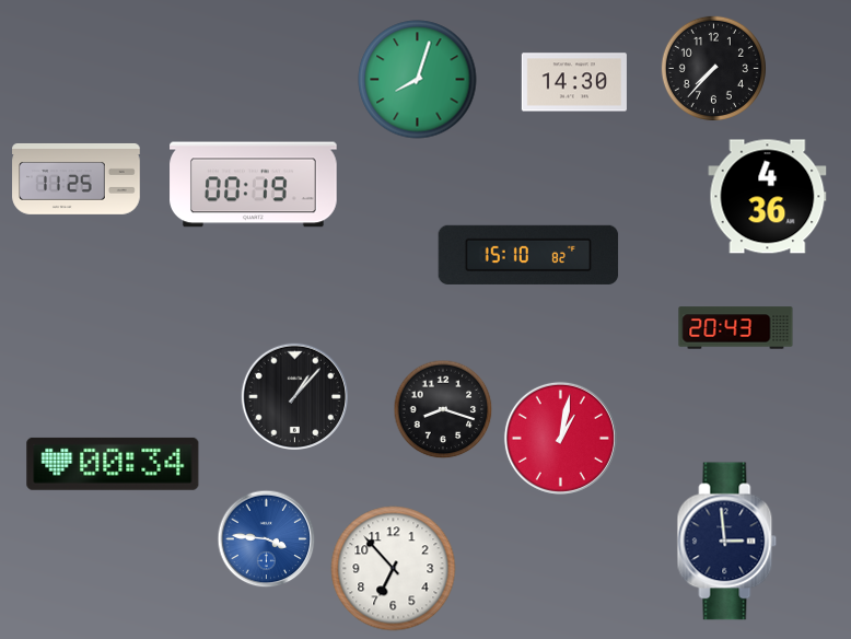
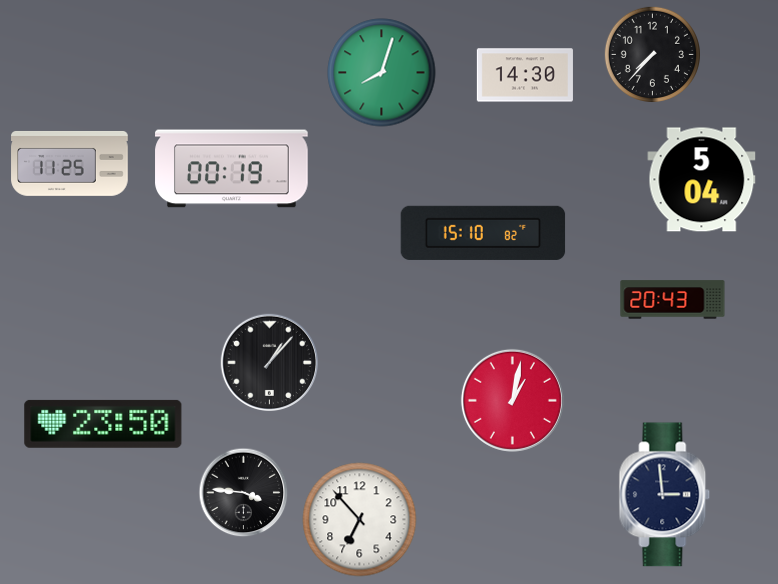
clock at (713, 68) position: (713, 68) -> (652, 54)
clock at (768, 197): 4:36 -> 5:04
clock at (443, 409): 8:18 -> none
clock at (113, 464): 00:34 -> 23:50
clock at (267, 539) dial: blue -> black
